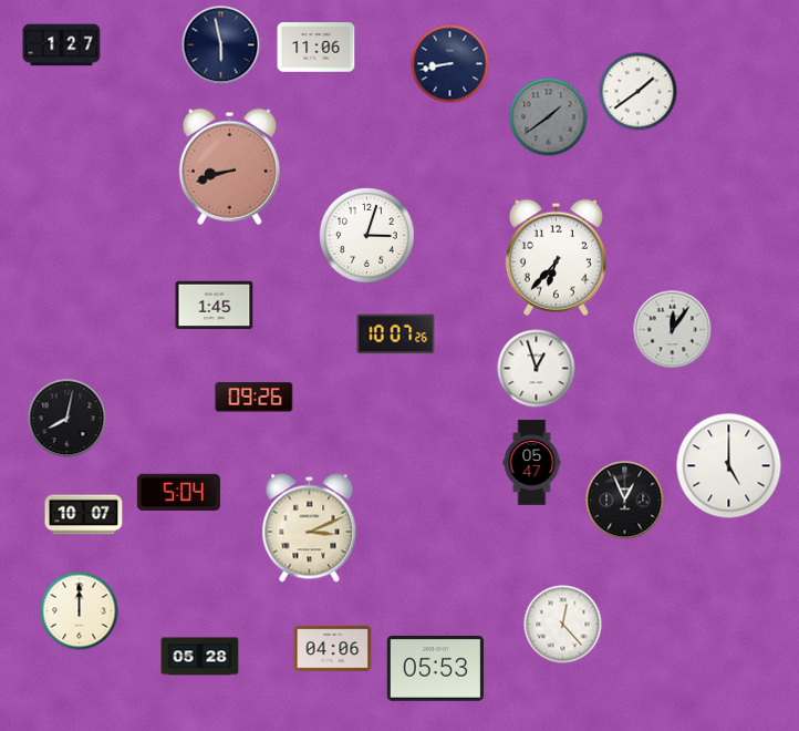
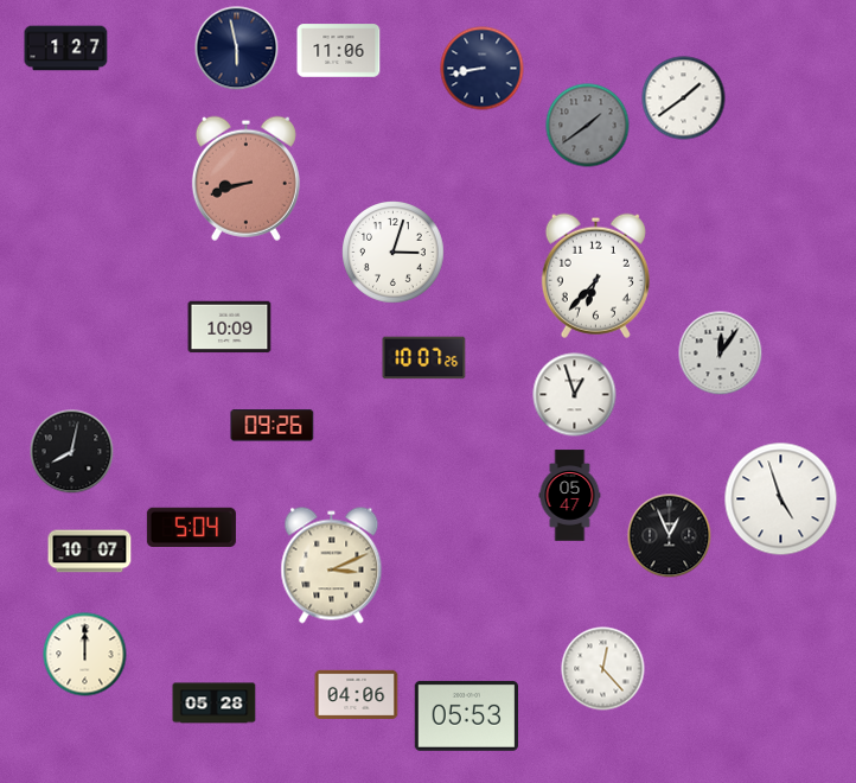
clock at (215, 306): 1:45 -> 10:09
clock at (68, 419) position: (68, 419) -> (72, 452)
clock at (729, 466): 5:00 -> 4:57
